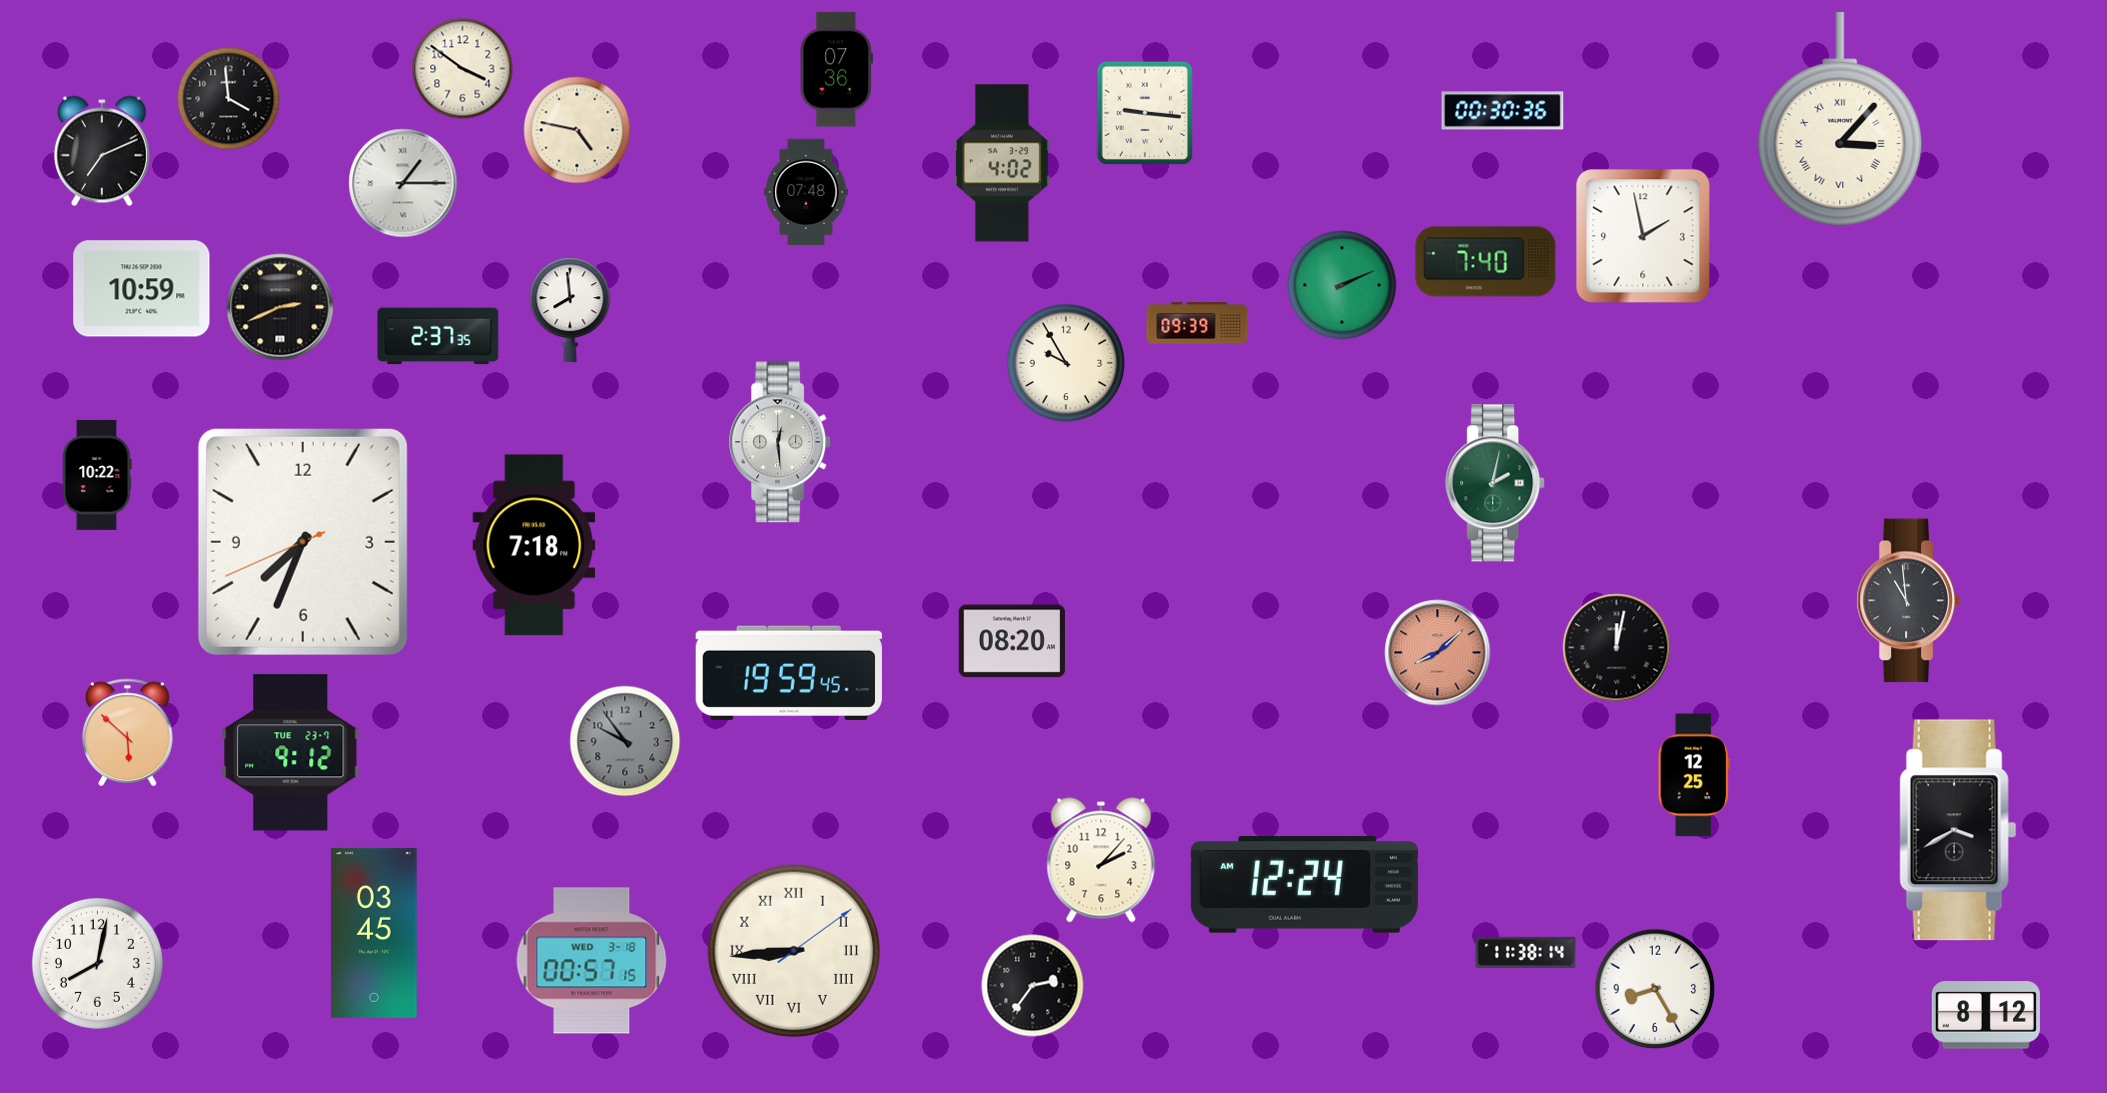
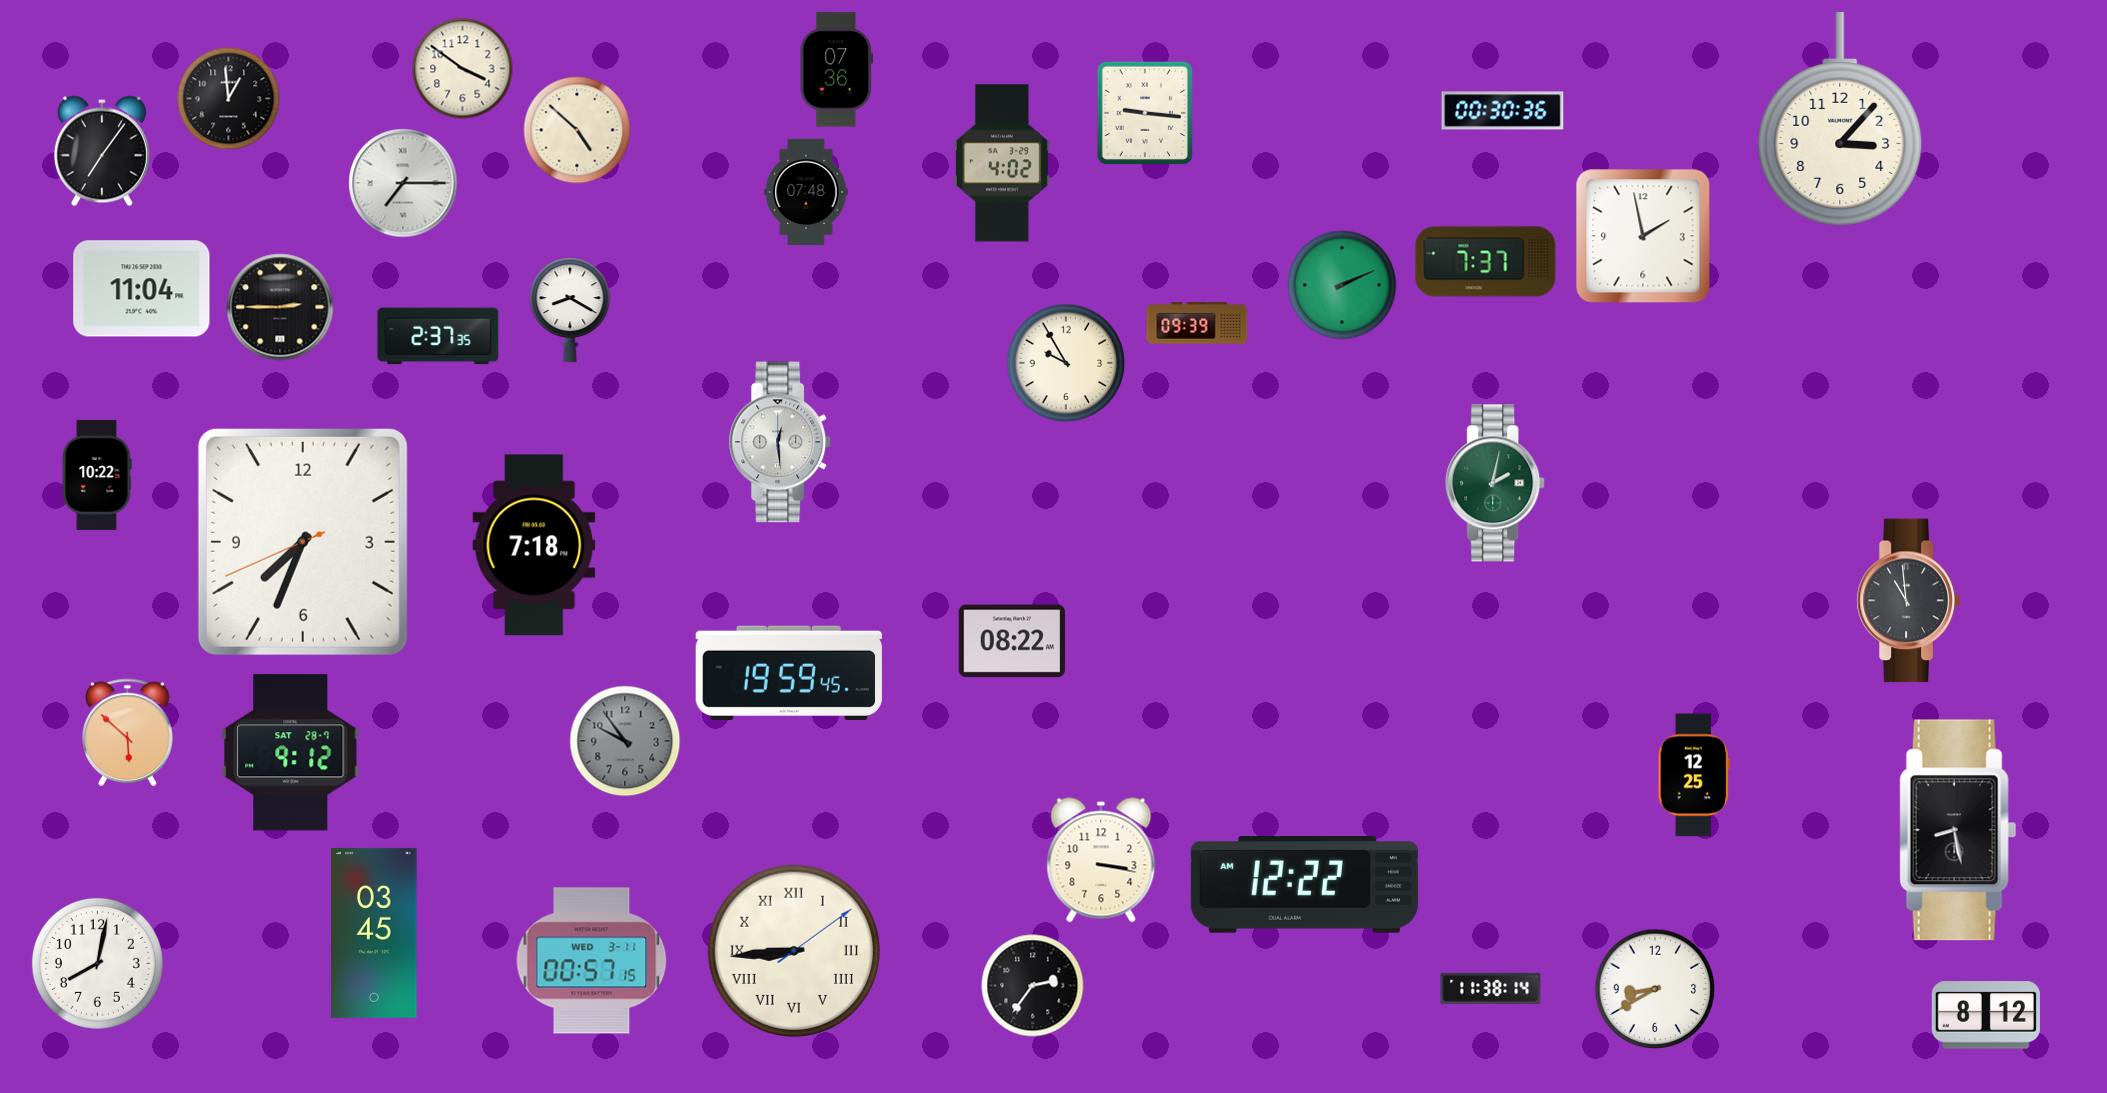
clock at (229, 99): 3:59 -> 12:59
clock at (1840, 119) numerals: Roman -> Arabic
clock at (577, 130): 4:47 -> 4:52
clock at (102, 151): 7:11 -> 7:06
clock at (403, 183): 1:15 -> 7:15
clock at (1486, 262): 7:40 -> 7:37
clock at (142, 289): 10:59 -> 11:04
clock at (280, 307): 2:41 -> 2:45
clock at (570, 310): 7:59 -> 8:20
clock at (1011, 641): 08:20 -> 08:22
clock at (1617, 648): 12:02 -> none
clock at (1438, 653): 8:08 -> none
clock at (291, 753) date: TUE 23-7 -> SAT 28-7
clock at (1958, 830): 3:40 -> 8:28
clock at (1101, 860): 2:07 -> 3:17
clock at (1304, 885): 12:24 -> 12:22
clock at (1526, 952) position: (1526, 952) -> (1491, 988)
clock at (592, 961) date: WED 3-18 -> WED 3-11
clock at (1655, 989): 8:25 -> 8:40
